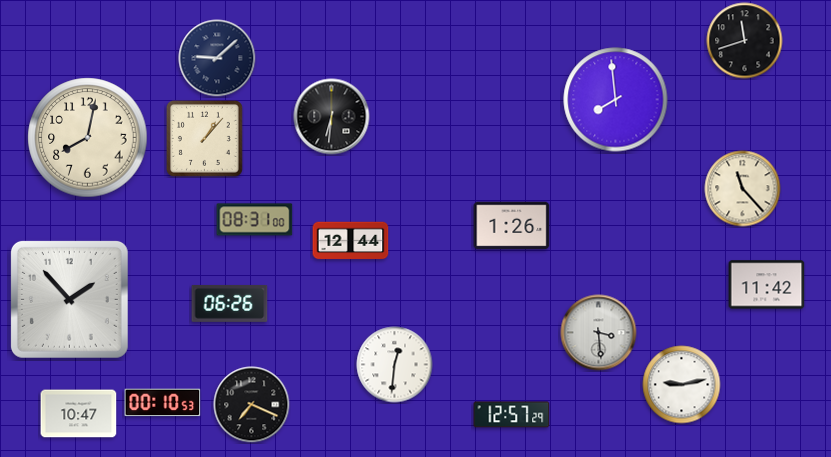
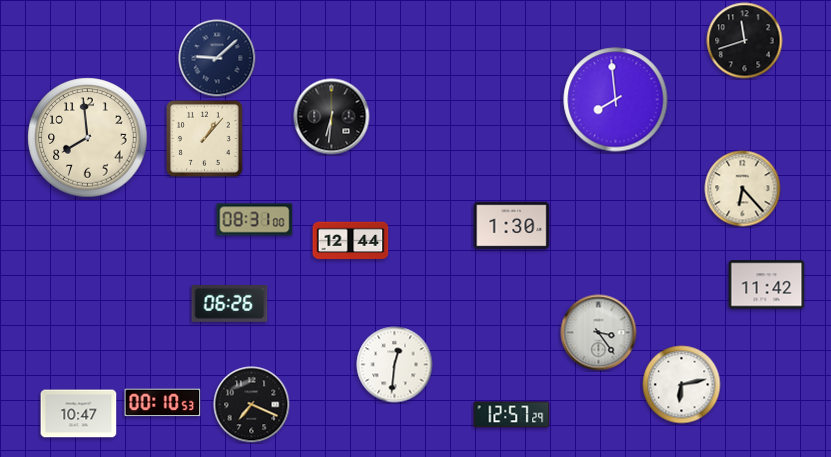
clock at (88, 138): 8:02 -> 7:59
clock at (743, 189): 11:23 -> 6:23
clock at (512, 226): 1:26 -> 1:30
clock at (69, 299): 1:53 -> none
clock at (599, 333): 3:29 -> 3:24
clock at (682, 385): 9:13 -> 6:13
